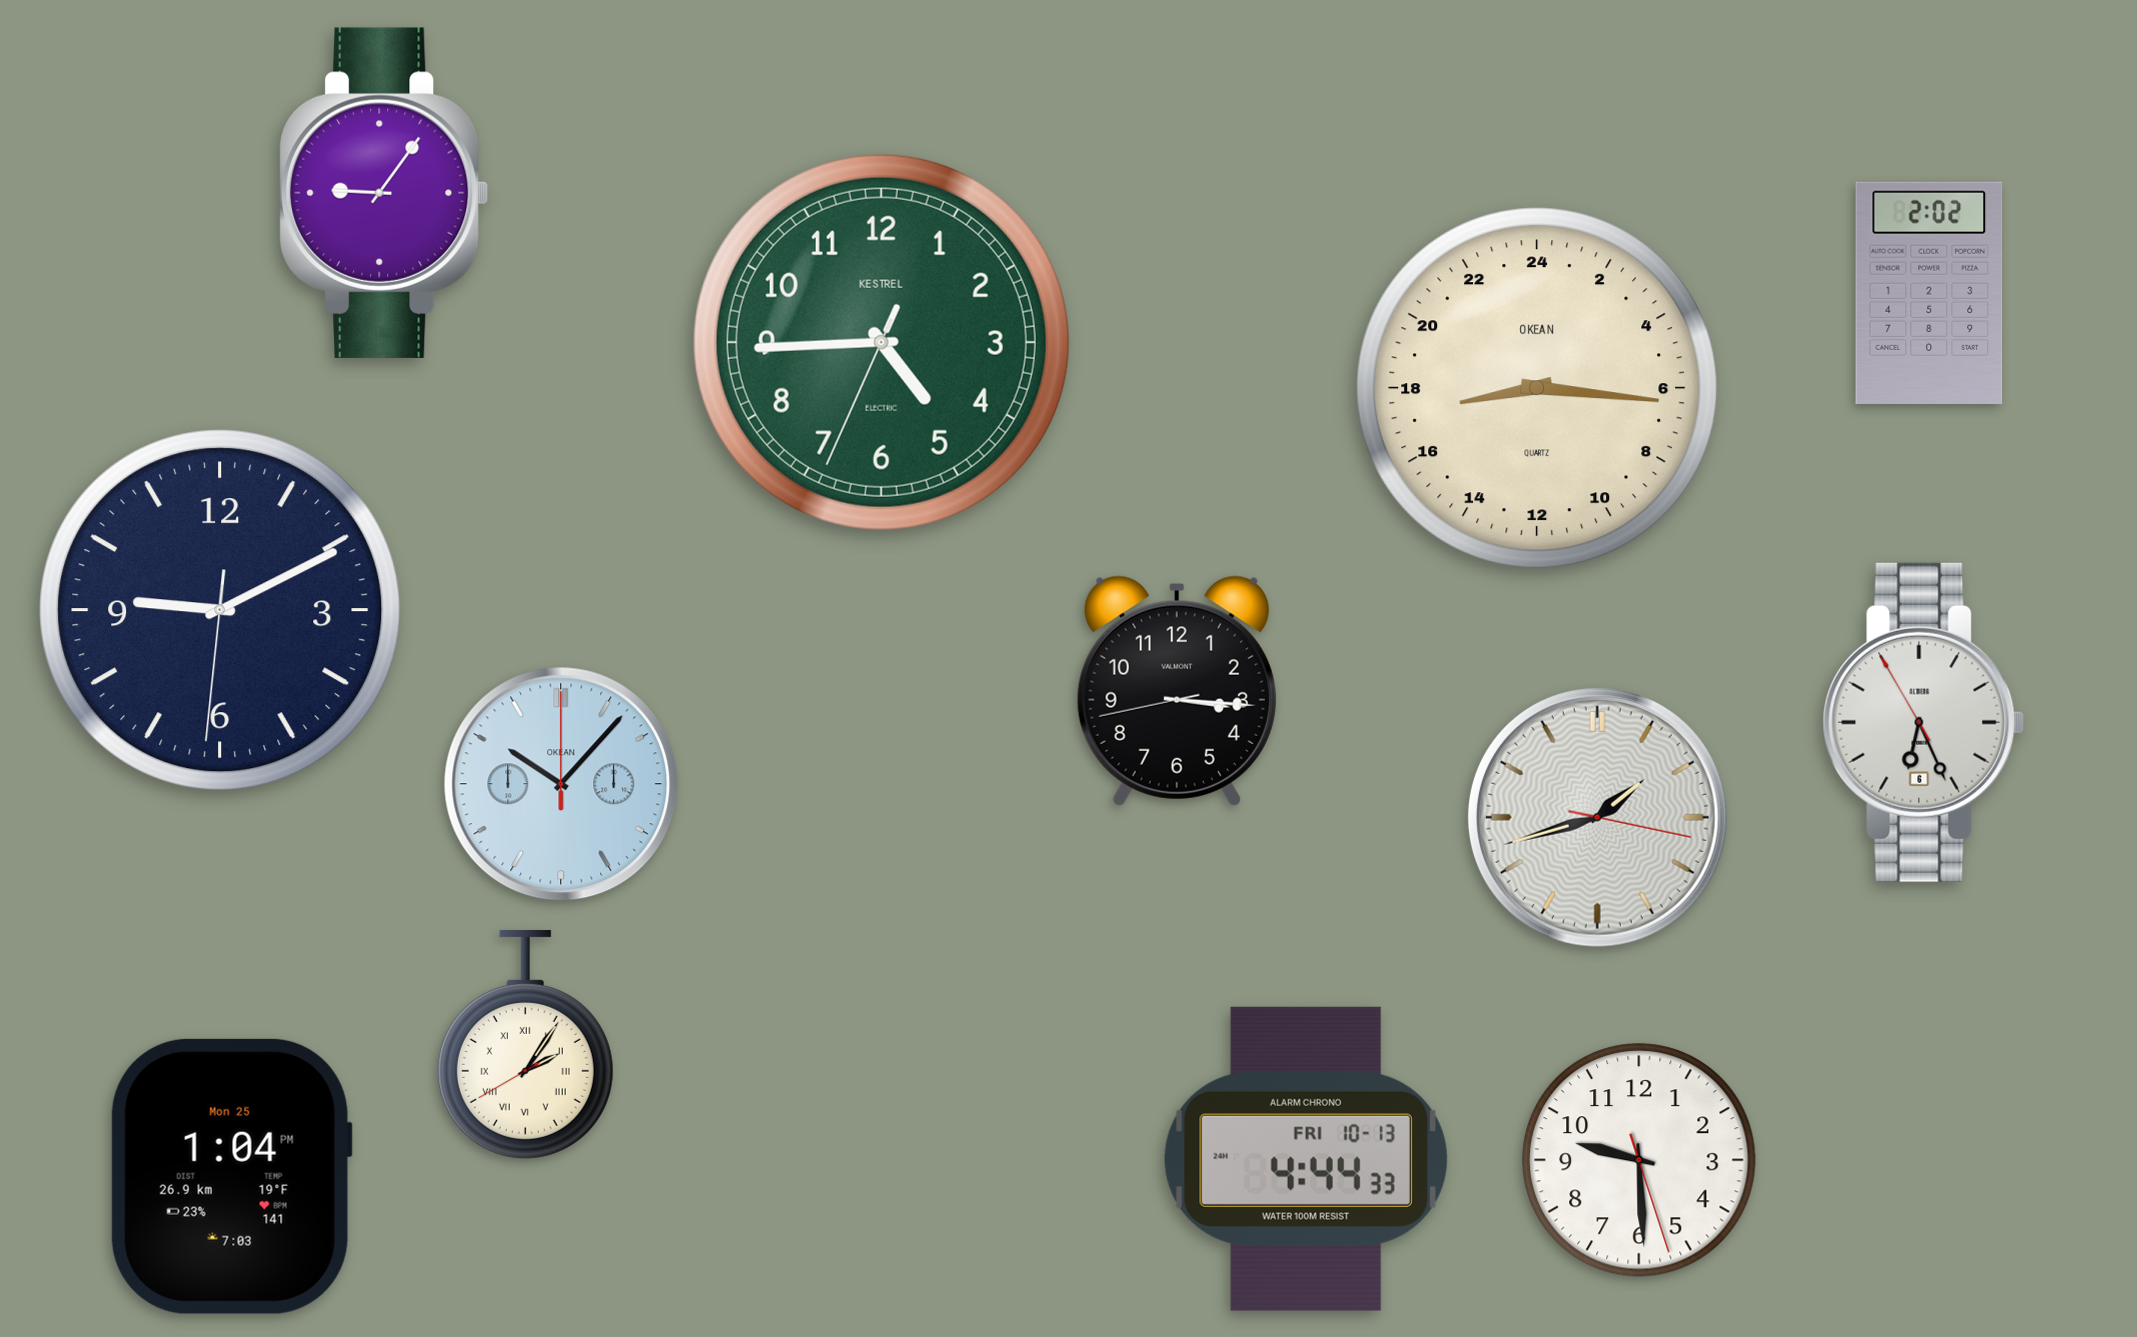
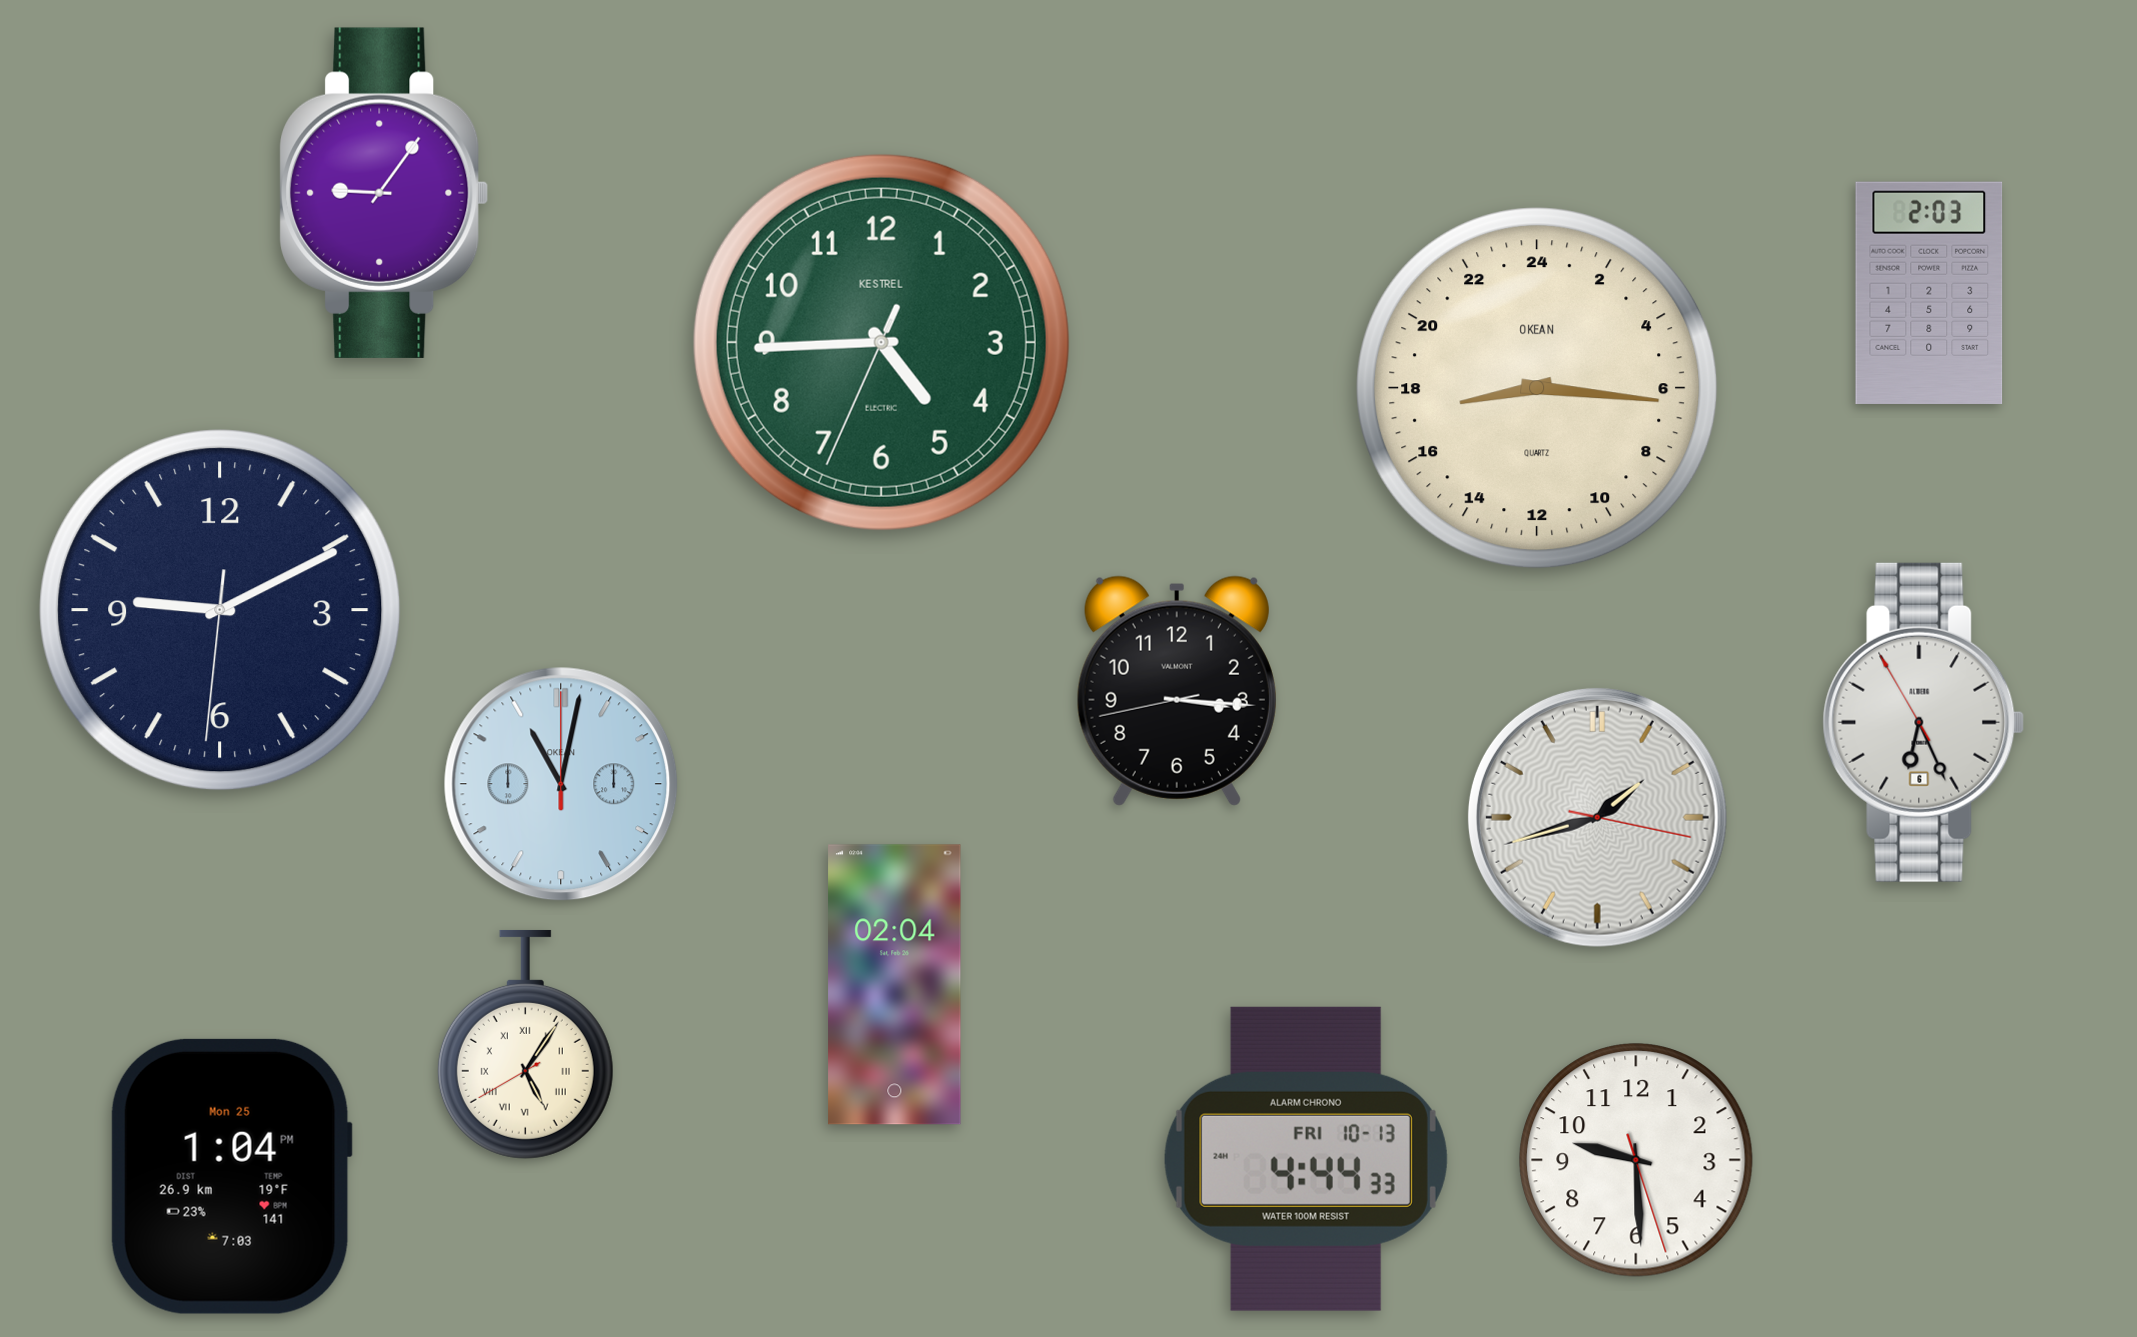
clock at (1929, 293): 2:02 -> 2:03
clock at (561, 784): 10:07 -> 11:02
clock at (895, 985): none -> 02:04
clock at (525, 1044): 2:05 -> 5:05
clock at (1639, 1160) position: (1639, 1160) -> (1636, 1160)
